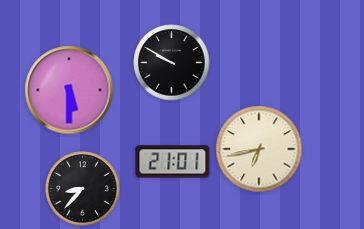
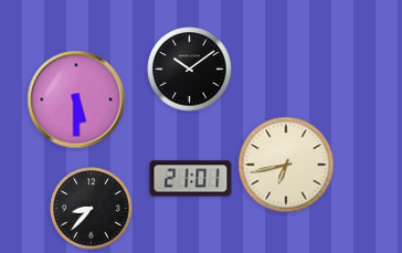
clock at (172, 63): 9:50 -> 10:09
